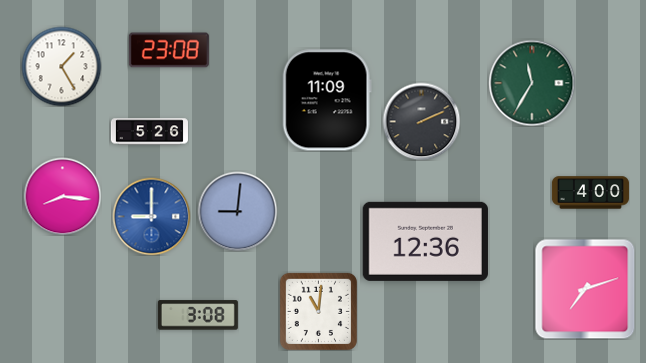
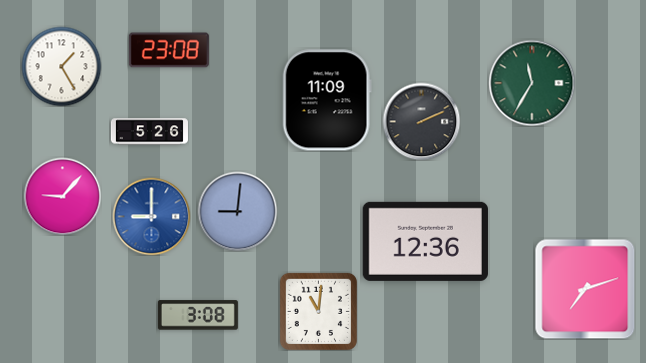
clock at (590, 193): 4:00 -> none
clock at (62, 196): 8:16 -> 9:07
